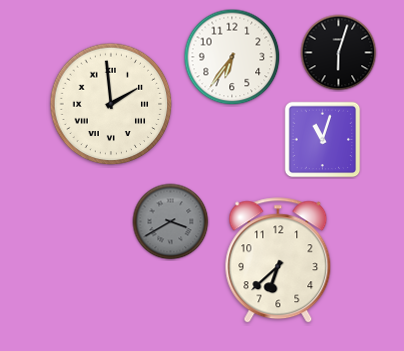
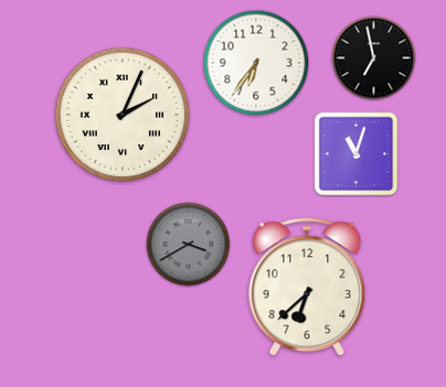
clock at (339, 53): 6:03 -> 6:58
clock at (111, 104): 1:59 -> 2:04
